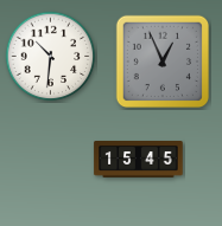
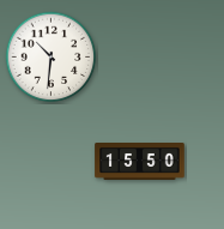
clock at (161, 60): 12:56 -> none
clock at (139, 160): 15:45 -> 15:50
